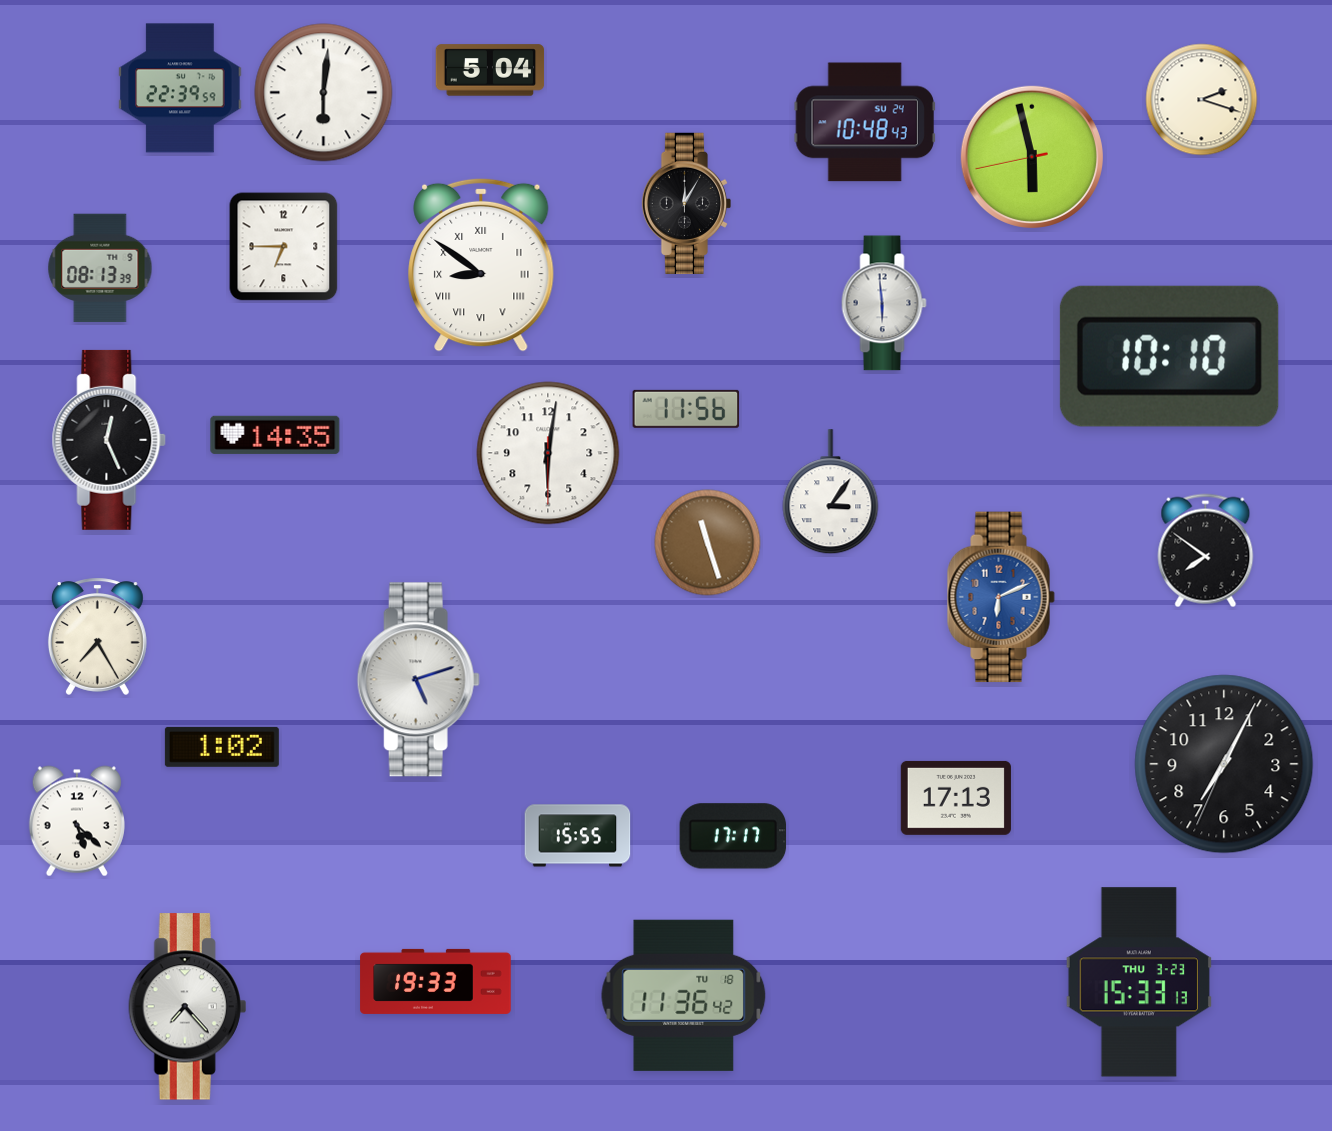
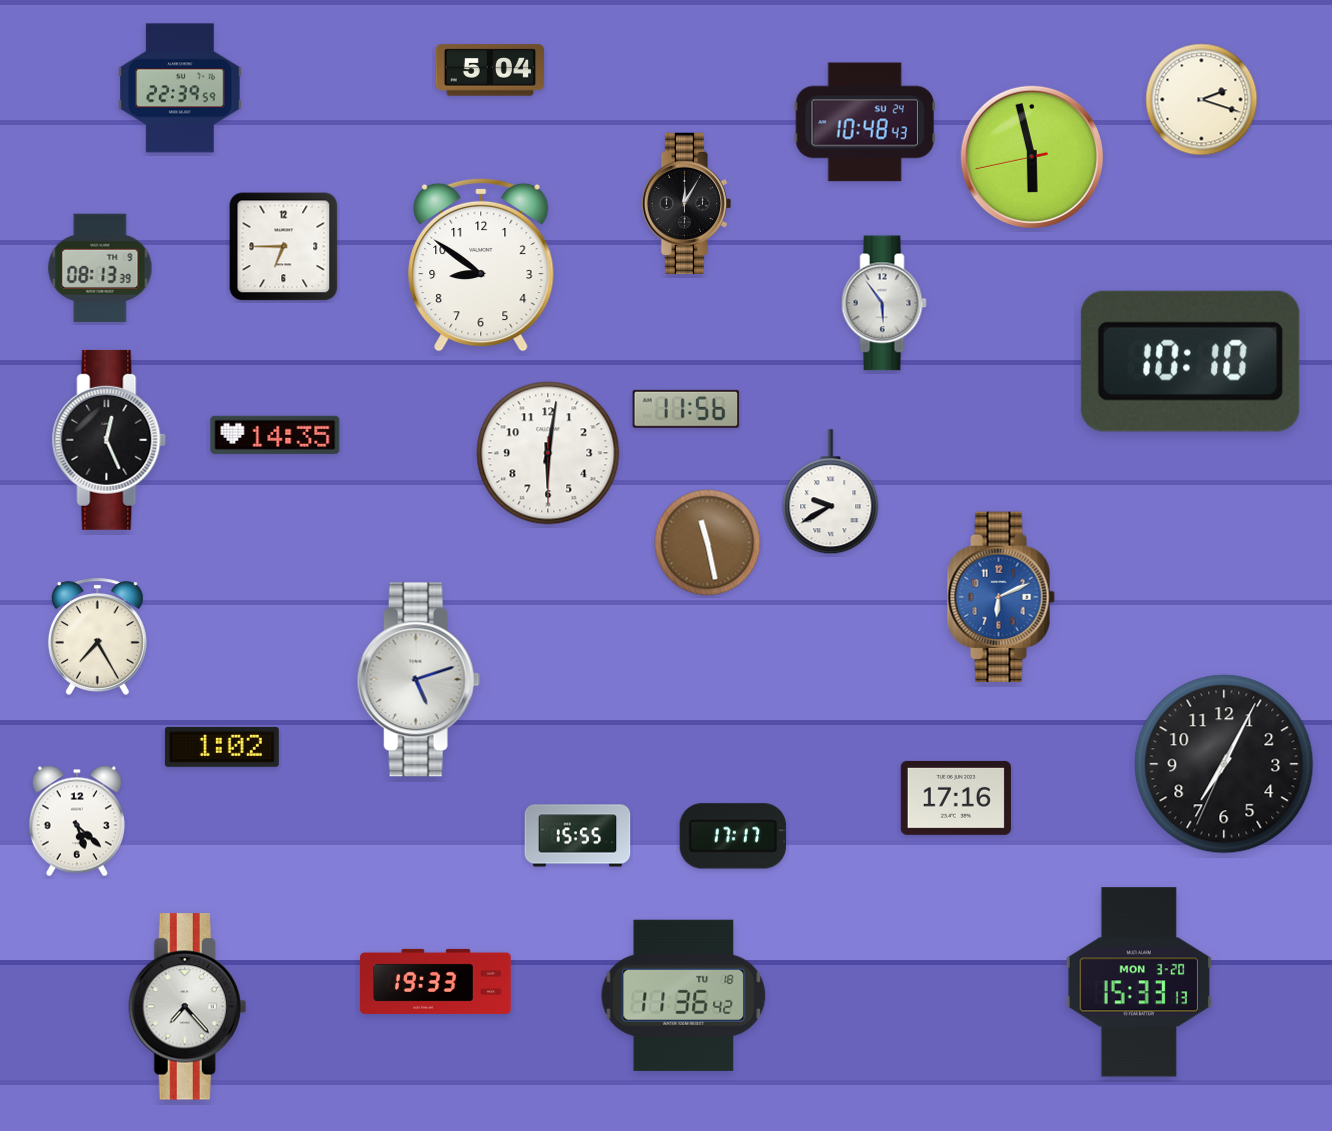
clock at (324, 93): 6:01 -> none
clock at (481, 265) numerals: Roman -> Arabic
clock at (884, 303): 5:59 -> 5:54
clock at (1169, 356) position: (1169, 356) -> (1190, 361)
clock at (831, 492): 3:06 -> 9:40
clock at (708, 543): 11:27 -> 11:28
clock at (1206, 551): 7:51 -> none
clock at (956, 798): 17:13 -> 17:16
clock at (1139, 982) date: THU 3-23 -> MON 3-20
